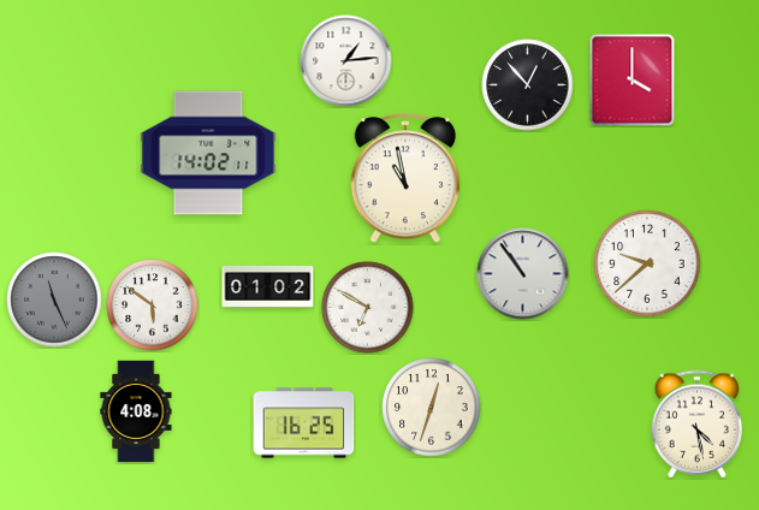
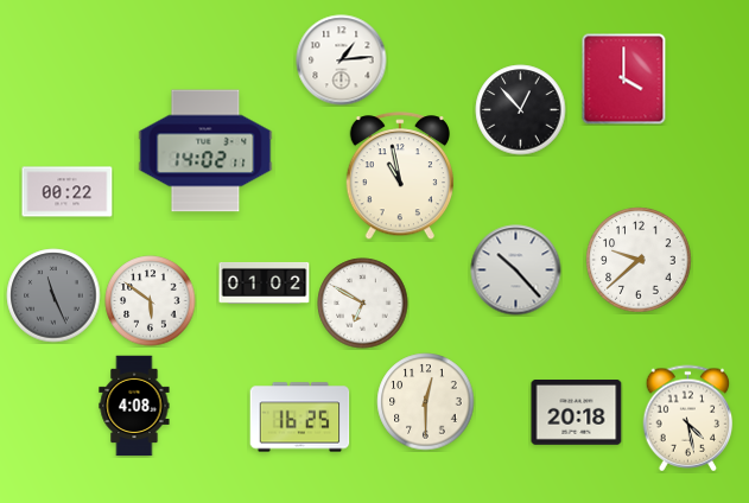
clock at (528, 85) position: (528, 85) -> (521, 110)
clock at (68, 192): none -> 00:22
clock at (523, 274): 10:54 -> 10:23
clock at (432, 408): 12:33 -> 12:30
clock at (577, 413): none -> 20:18
